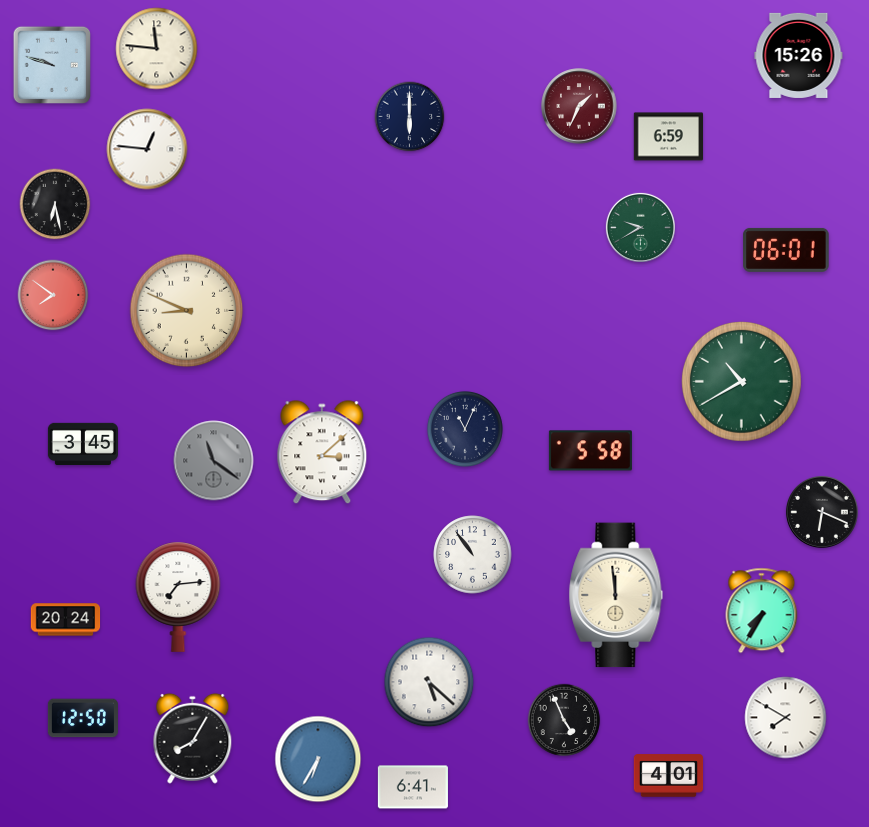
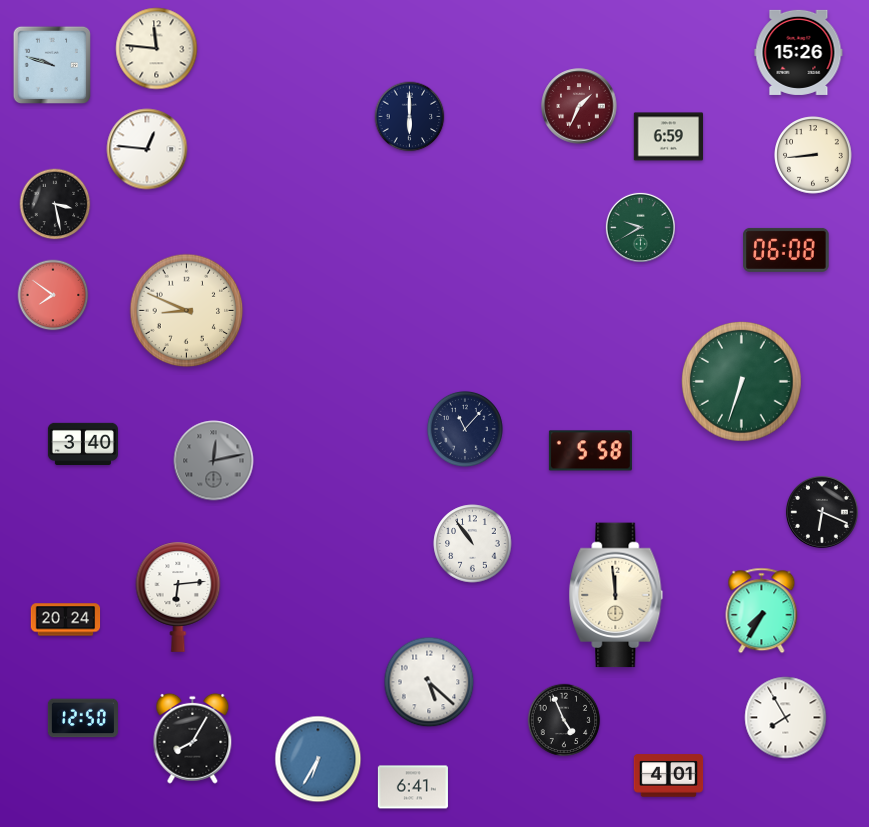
clock at (799, 55) position: (799, 55) -> (799, 52)
clock at (813, 155): none -> 8:44
clock at (55, 204): 6:28 -> 3:28
clock at (786, 250): 06:01 -> 06:08
clock at (741, 381): 10:40 -> 6:33
clock at (465, 429): 11:04 -> 11:07
clock at (83, 443): 3:45 -> 3:40
clock at (322, 453): 3:08 -> none
clock at (214, 461): 11:21 -> 12:13
clock at (473, 555) position: (473, 555) -> (473, 544)
clock at (178, 597): 7:14 -> 6:14
clock at (786, 718): 7:50 -> 7:55
